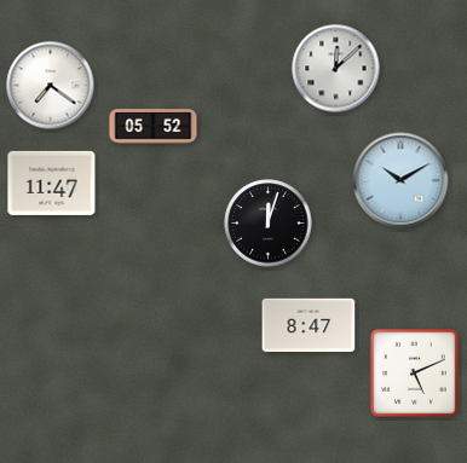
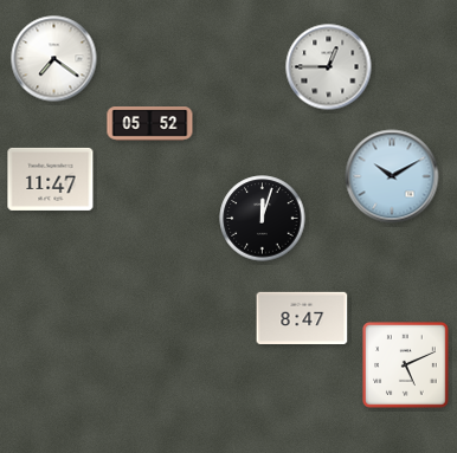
clock at (336, 69): 12:08 -> 12:45
clock at (51, 86) position: (51, 86) -> (54, 59)
